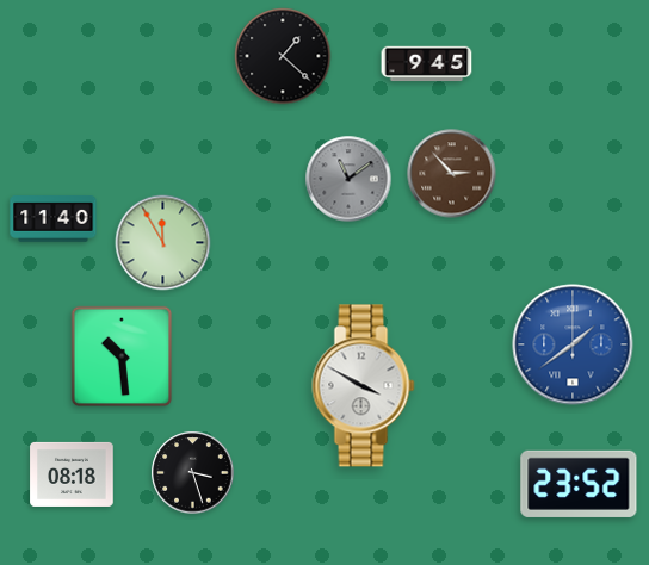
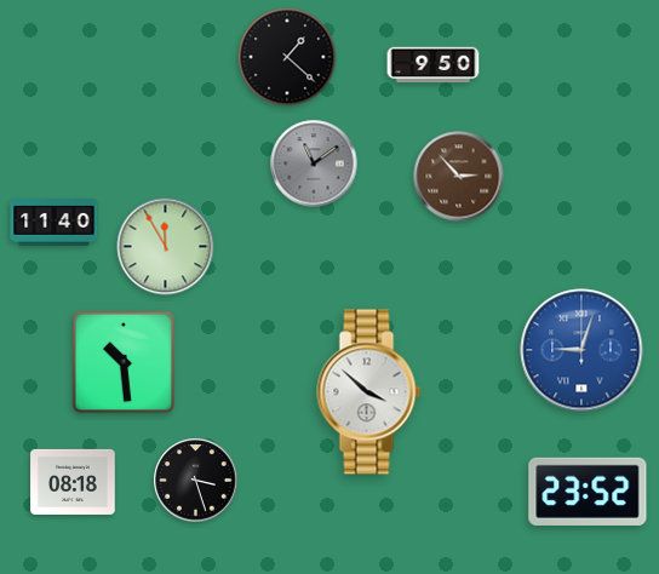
clock at (427, 64): 9:45 -> 9:50
clock at (348, 179) position: (348, 179) -> (314, 163)
clock at (573, 344): 1:39 -> 9:03
clock at (364, 386): 3:50 -> 3:52
